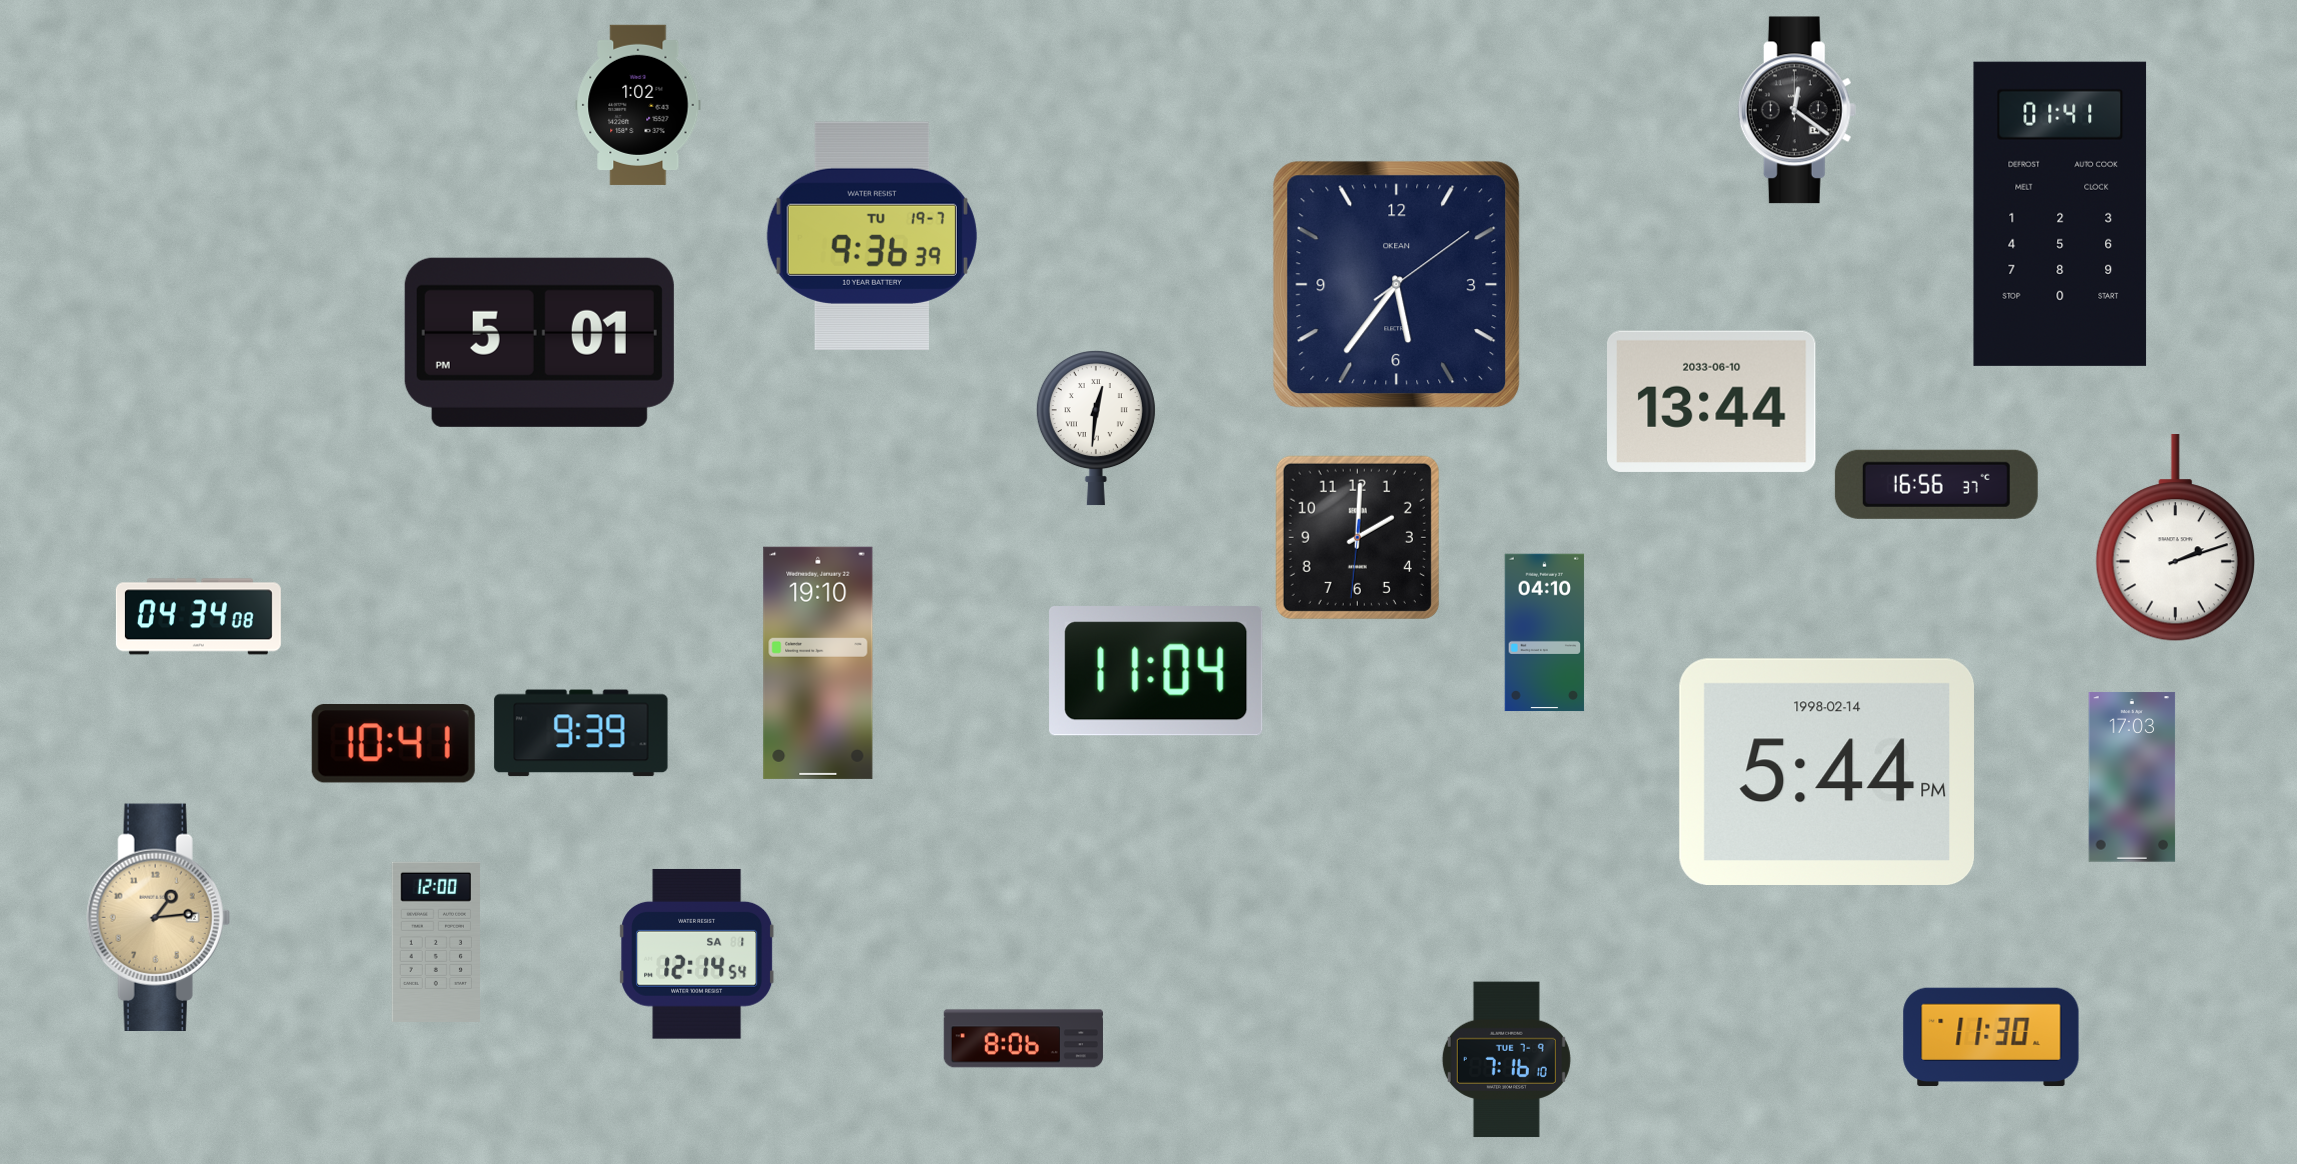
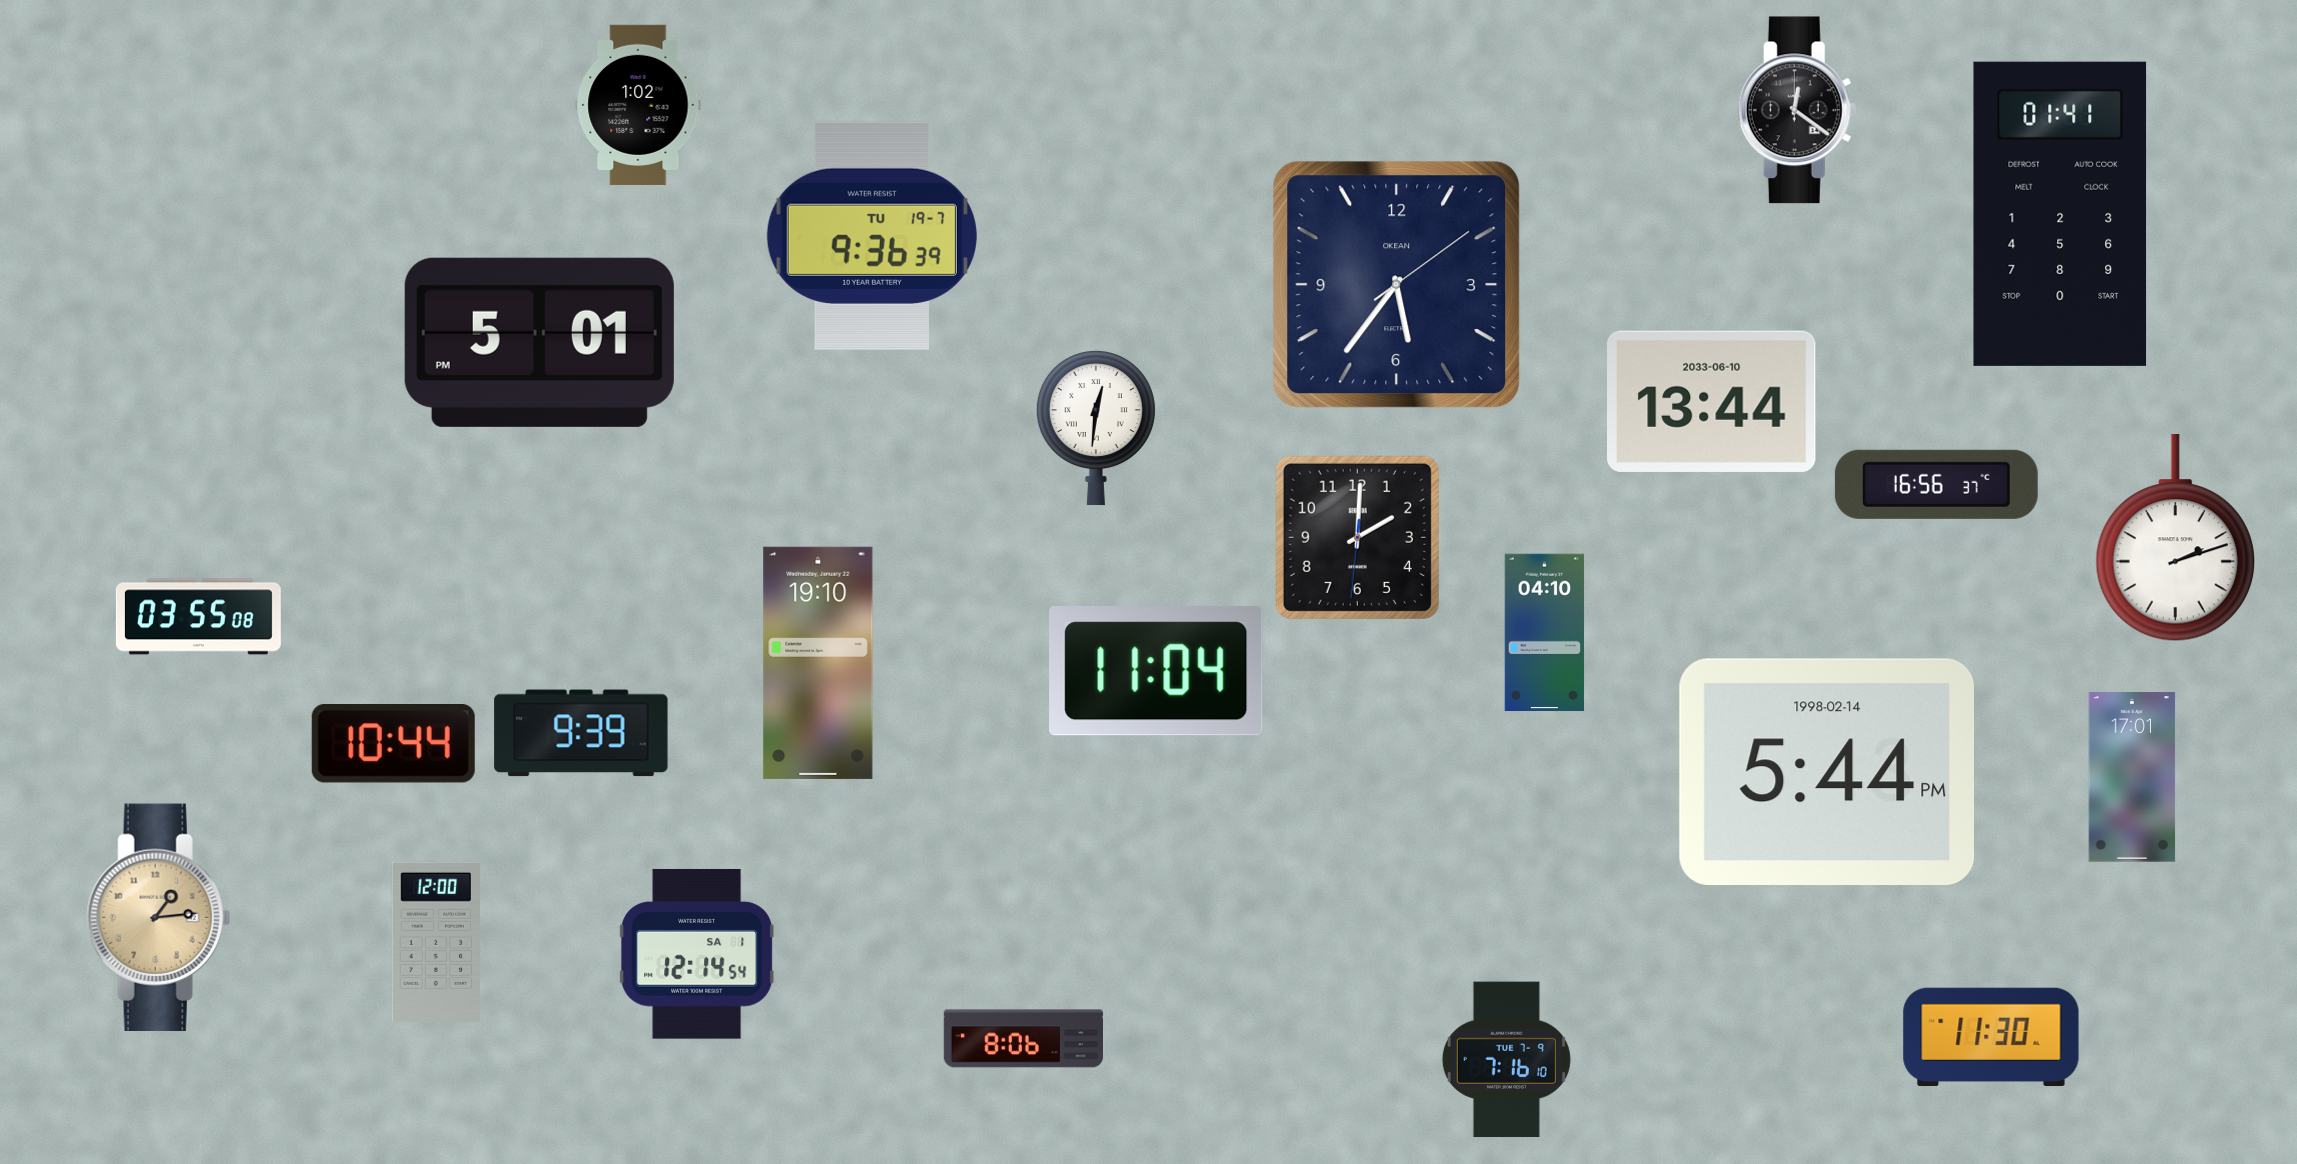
clock at (198, 617): 04:34 -> 03:55
clock at (393, 744): 10:41 -> 10:44
clock at (2132, 777): 17:03 -> 17:01
